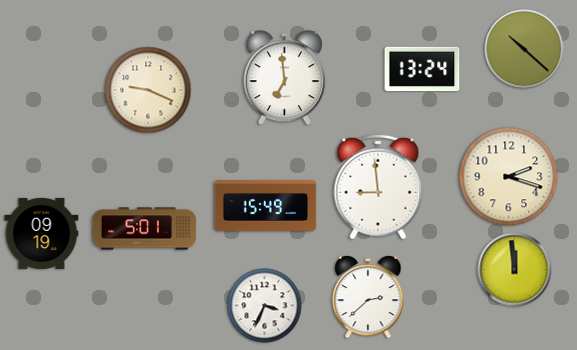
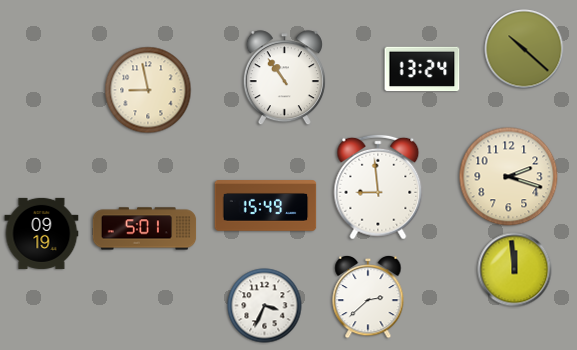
clock at (284, 78): 6:59 -> 10:54
clock at (148, 90): 9:19 -> 8:58
